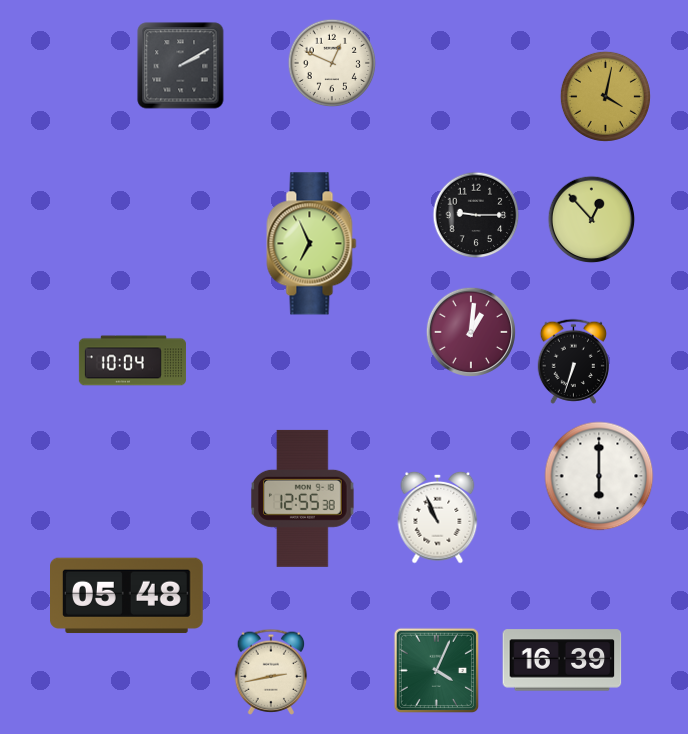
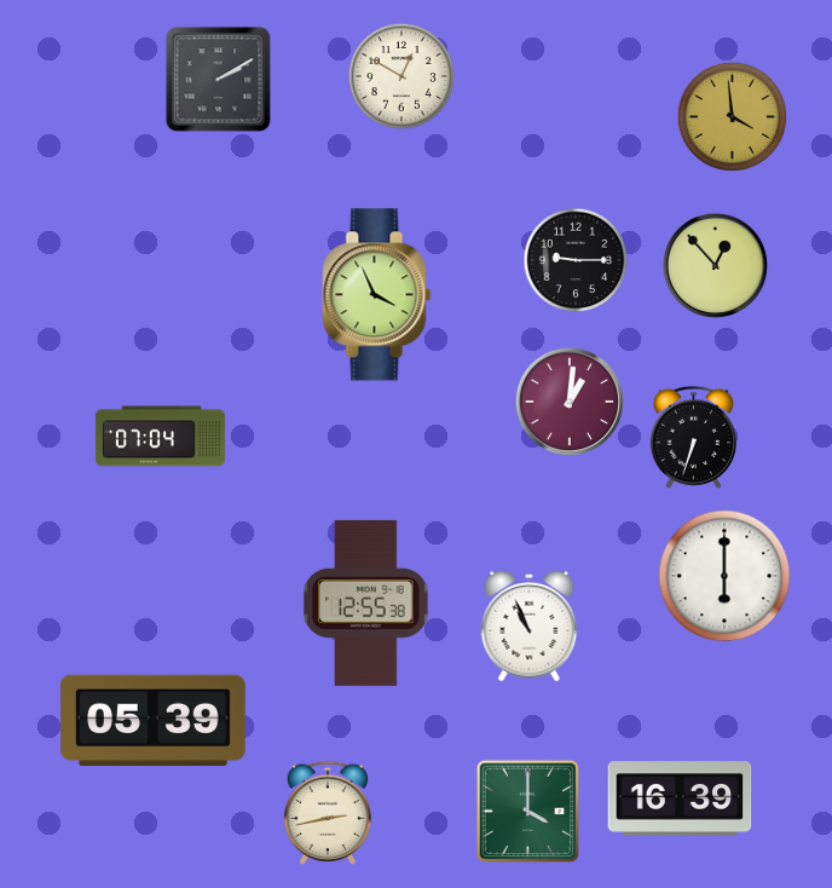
clock at (332, 63): 12:49 -> 12:50
clock at (605, 96): 4:02 -> 3:59
clock at (312, 244): 6:56 -> 3:56
clock at (132, 361): 10:04 -> 07:04
clock at (127, 596): 05:48 -> 05:39
clock at (436, 670): 4:04 -> 4:00
